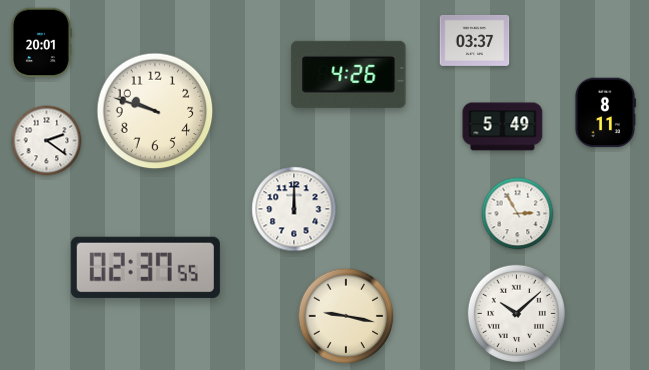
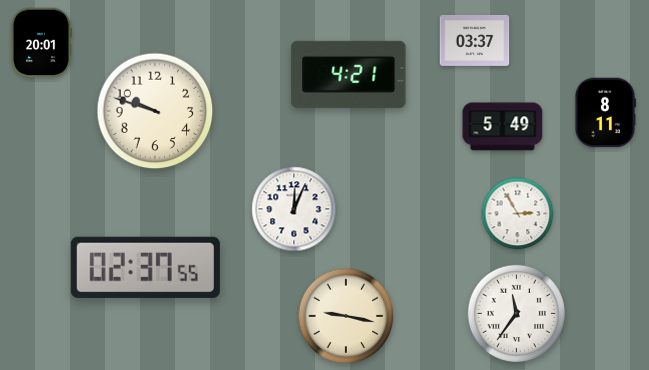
clock at (349, 74): 4:26 -> 4:21
clock at (47, 141): 2:21 -> none
clock at (294, 209): 12:00 -> 12:04
clock at (516, 313): 10:08 -> 11:36
